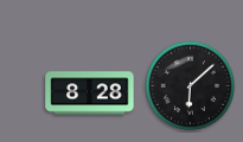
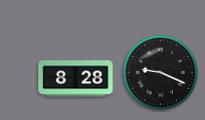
clock at (190, 85): 6:08 -> 9:19
